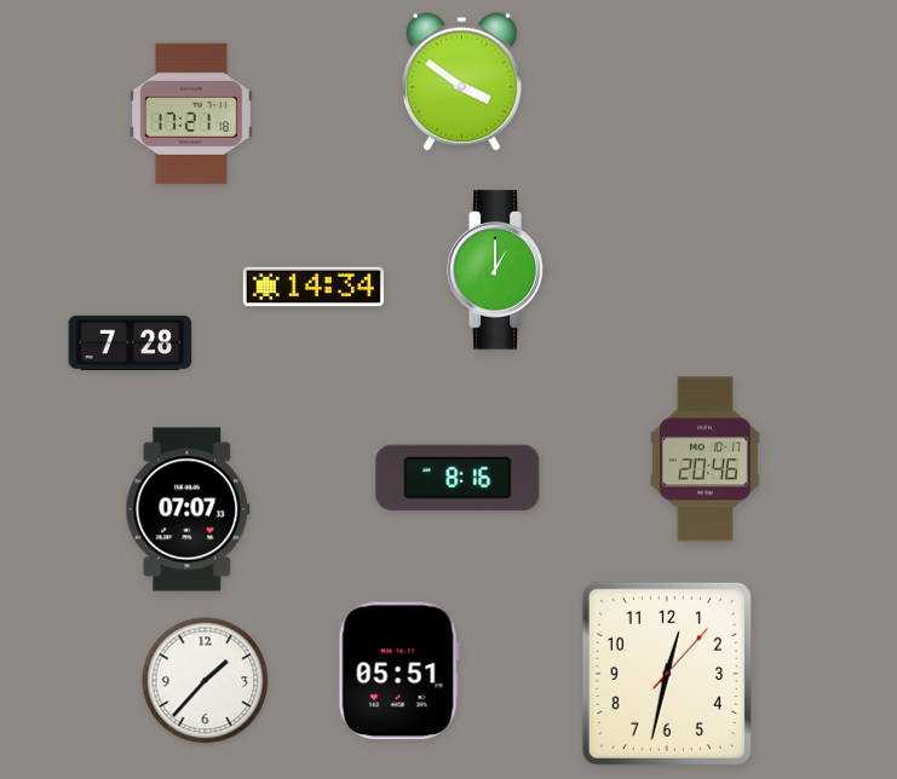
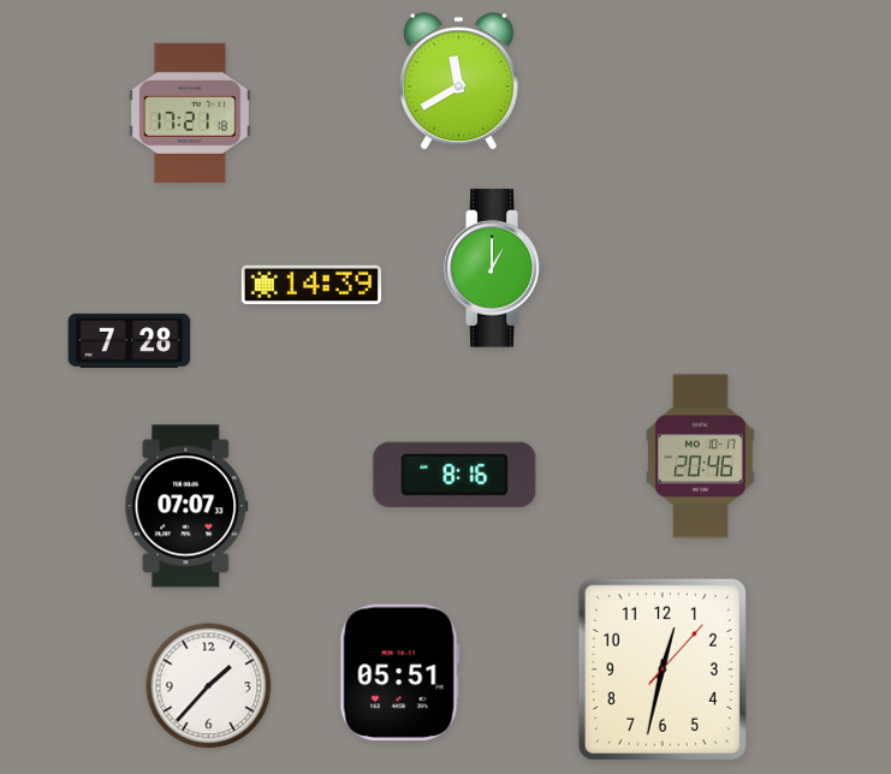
clock at (461, 82): 3:51 -> 11:40
clock at (314, 287): 14:34 -> 14:39
clock at (398, 671) position: (398, 671) -> (399, 673)
clock at (206, 681) position: (206, 681) -> (209, 686)
